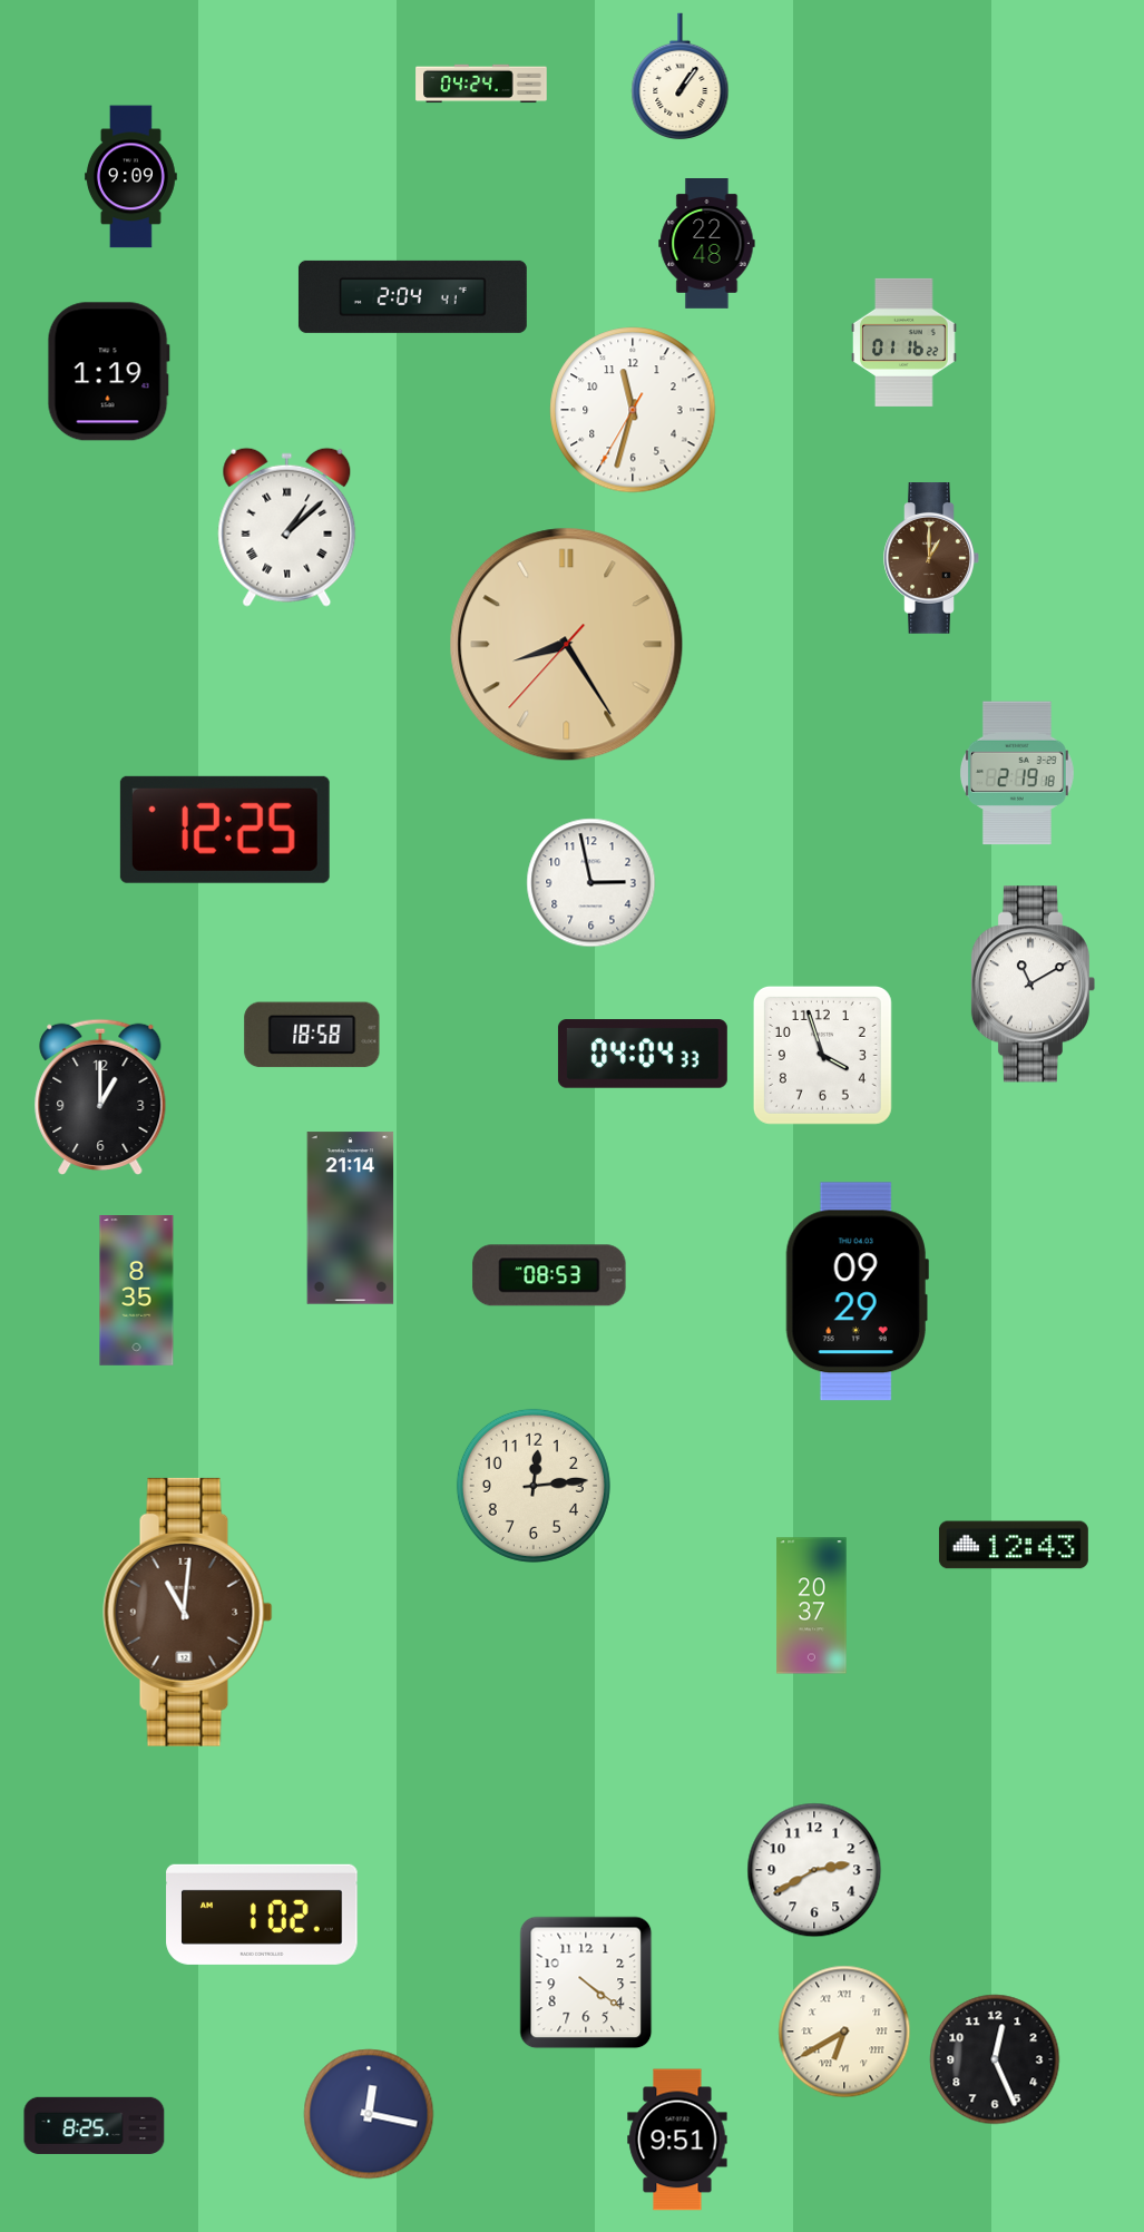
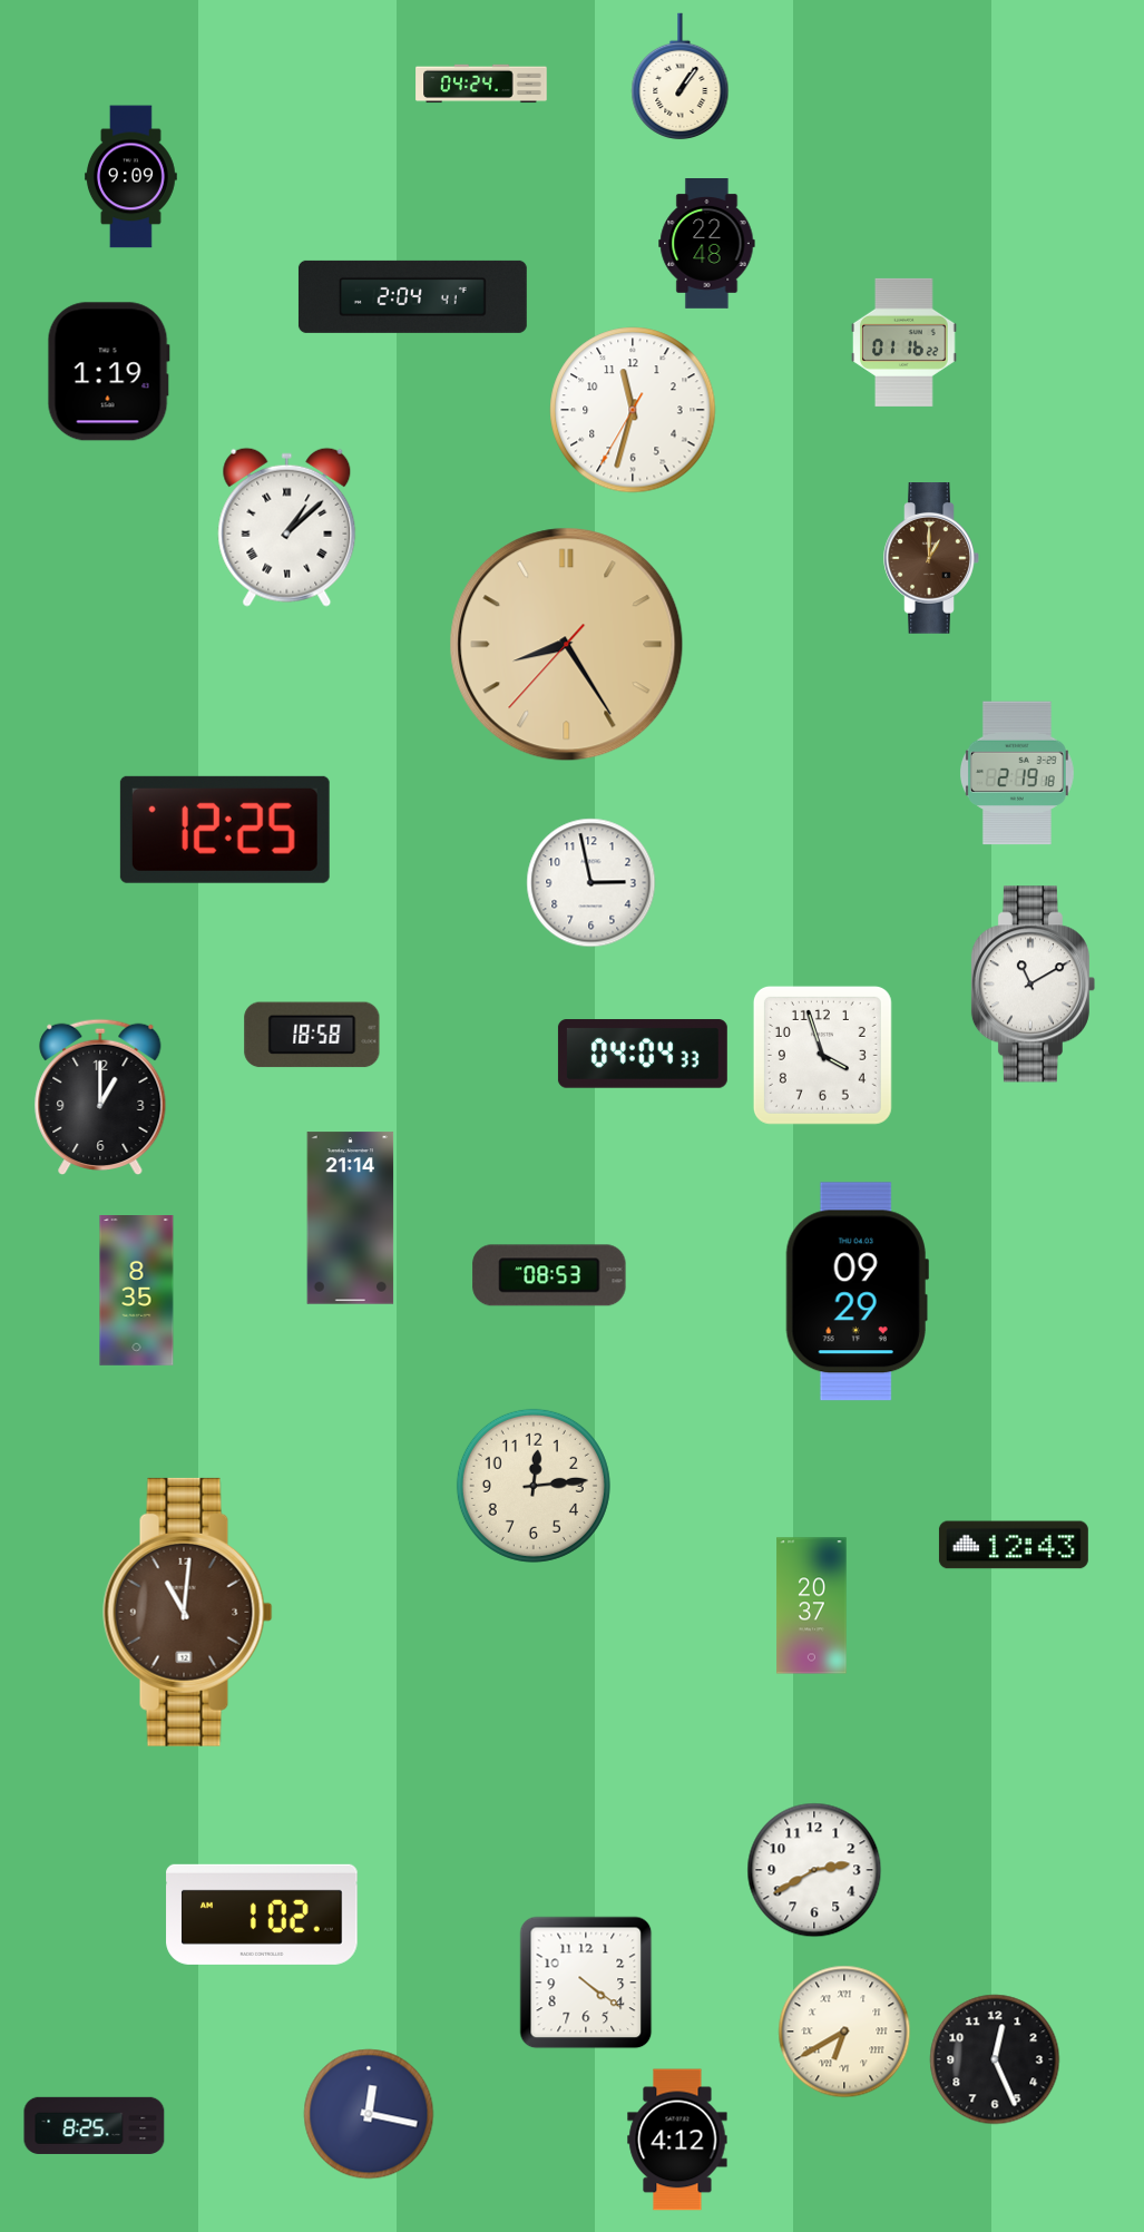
clock at (677, 2140): 9:51 -> 4:12
